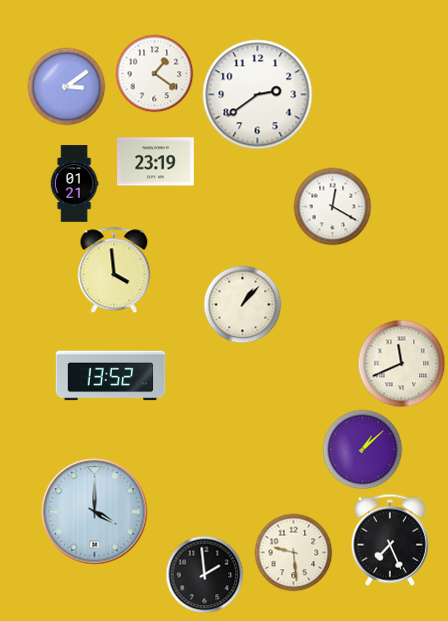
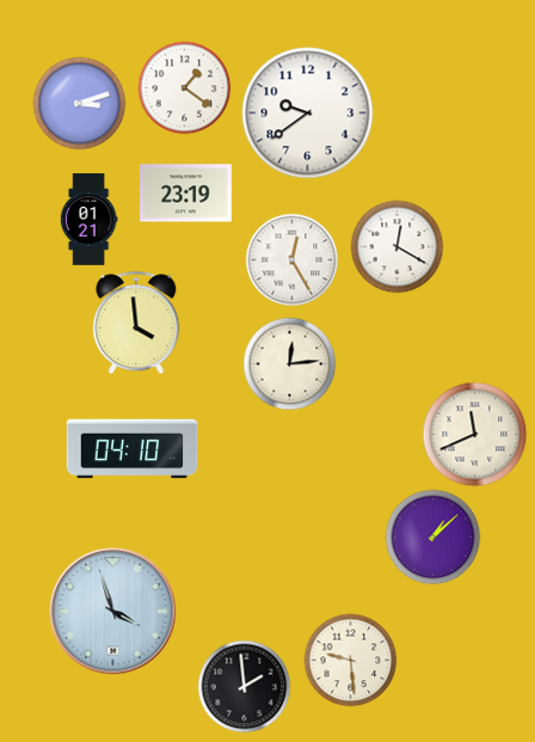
clock at (66, 86): 3:09 -> 3:12
clock at (258, 95): 2:39 -> 9:39
clock at (291, 259): none -> 12:25
clock at (242, 304): 1:07 -> 12:14
clock at (401, 363) position: (401, 363) -> (474, 434)
clock at (111, 376): 13:52 -> 04:10
clock at (95, 512): 4:00 -> 3:57
clock at (390, 540): 7:26 -> none
